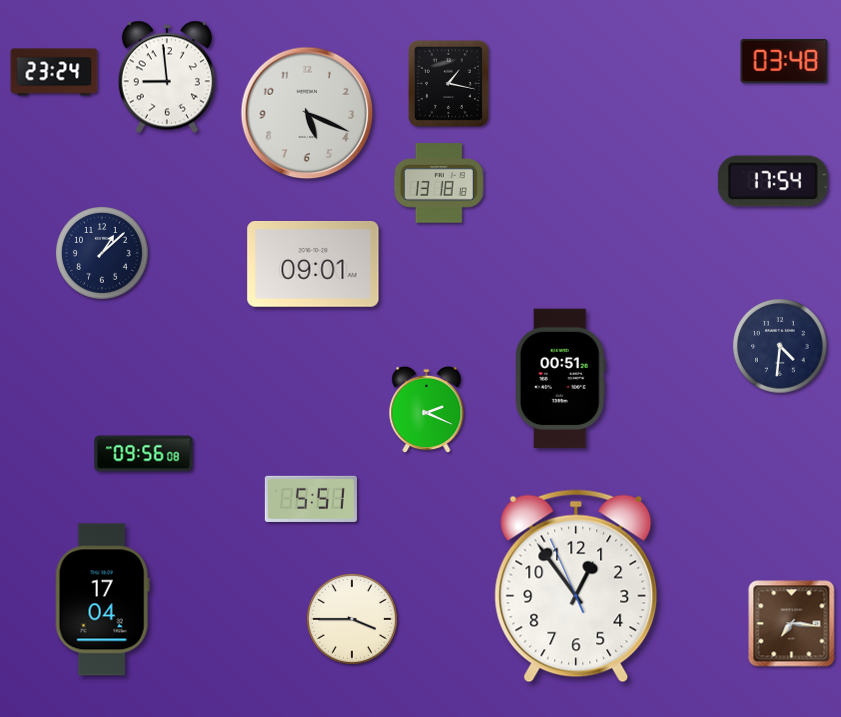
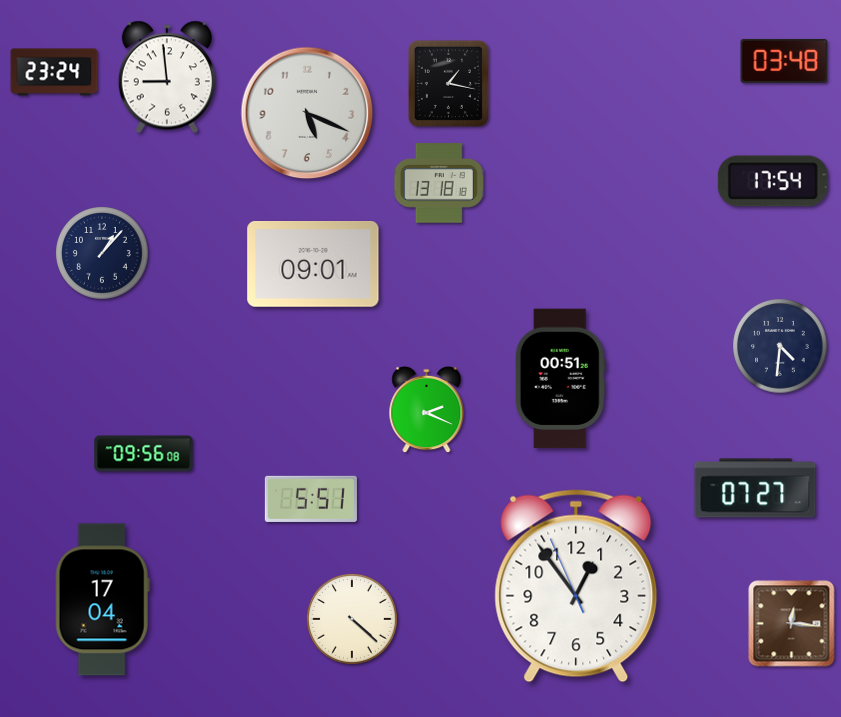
clock at (102, 253): 1:08 -> 1:07
clock at (755, 488): none -> 07:27
clock at (352, 619): 3:45 -> 4:22
clock at (792, 624): 7:16 -> 12:16
